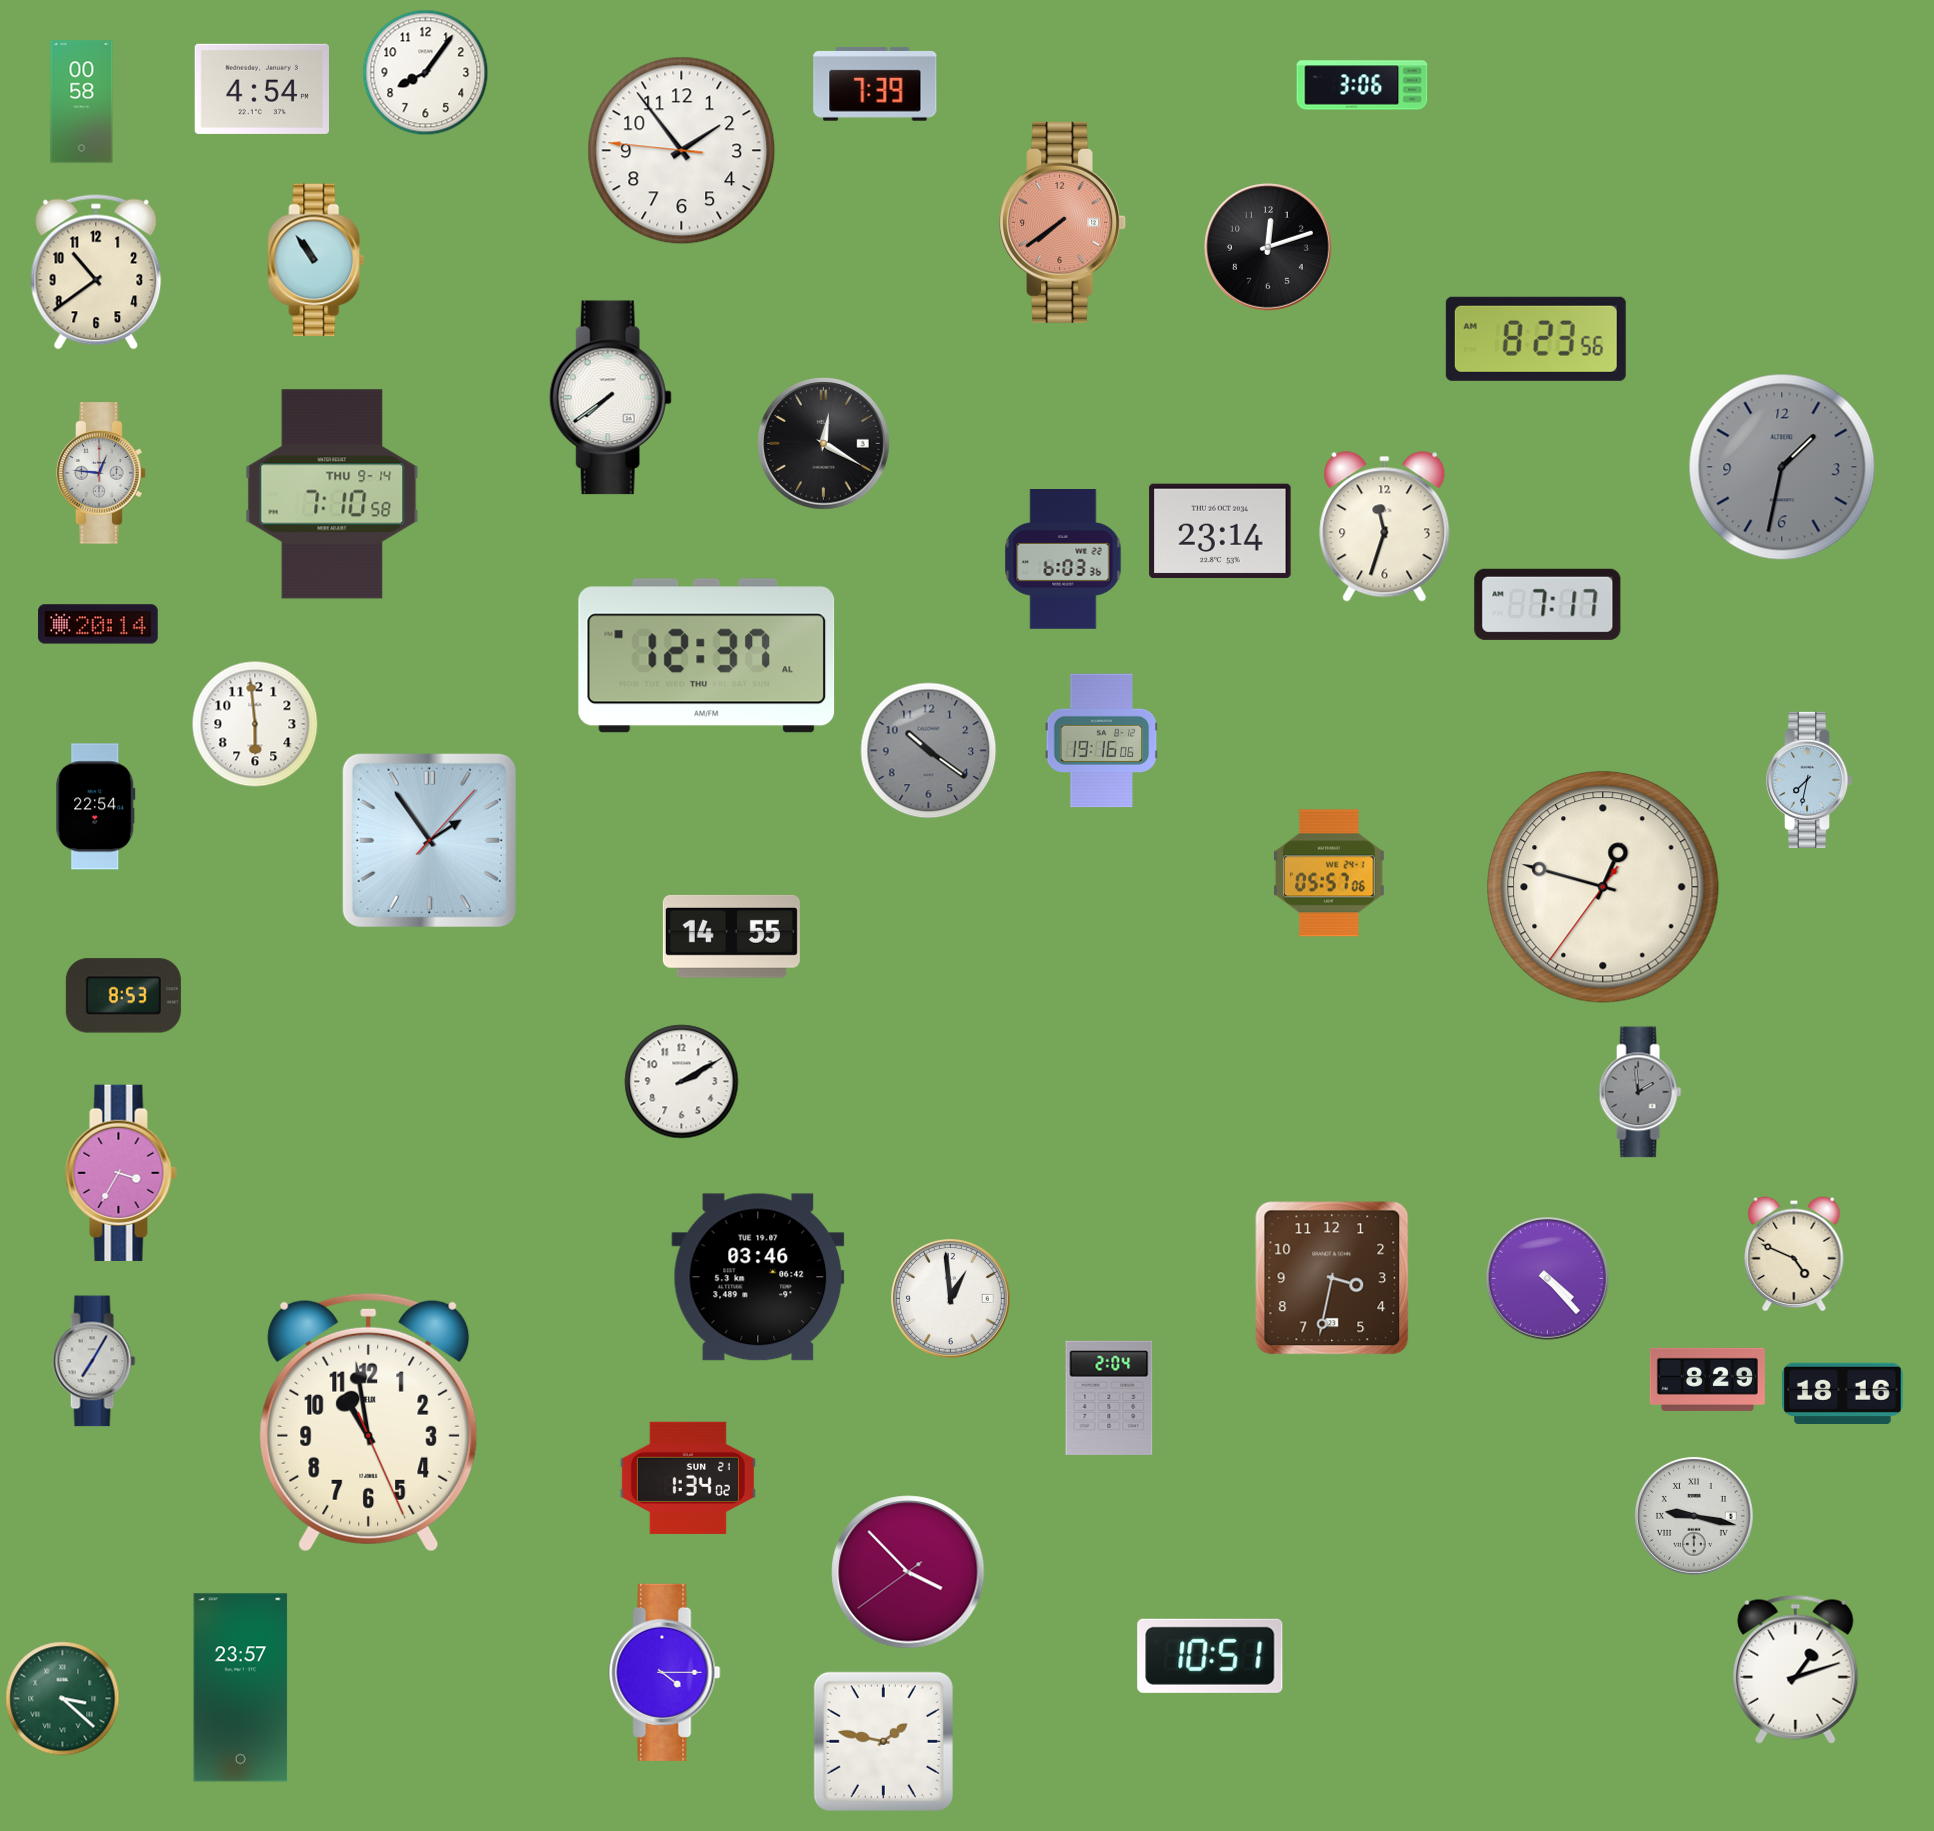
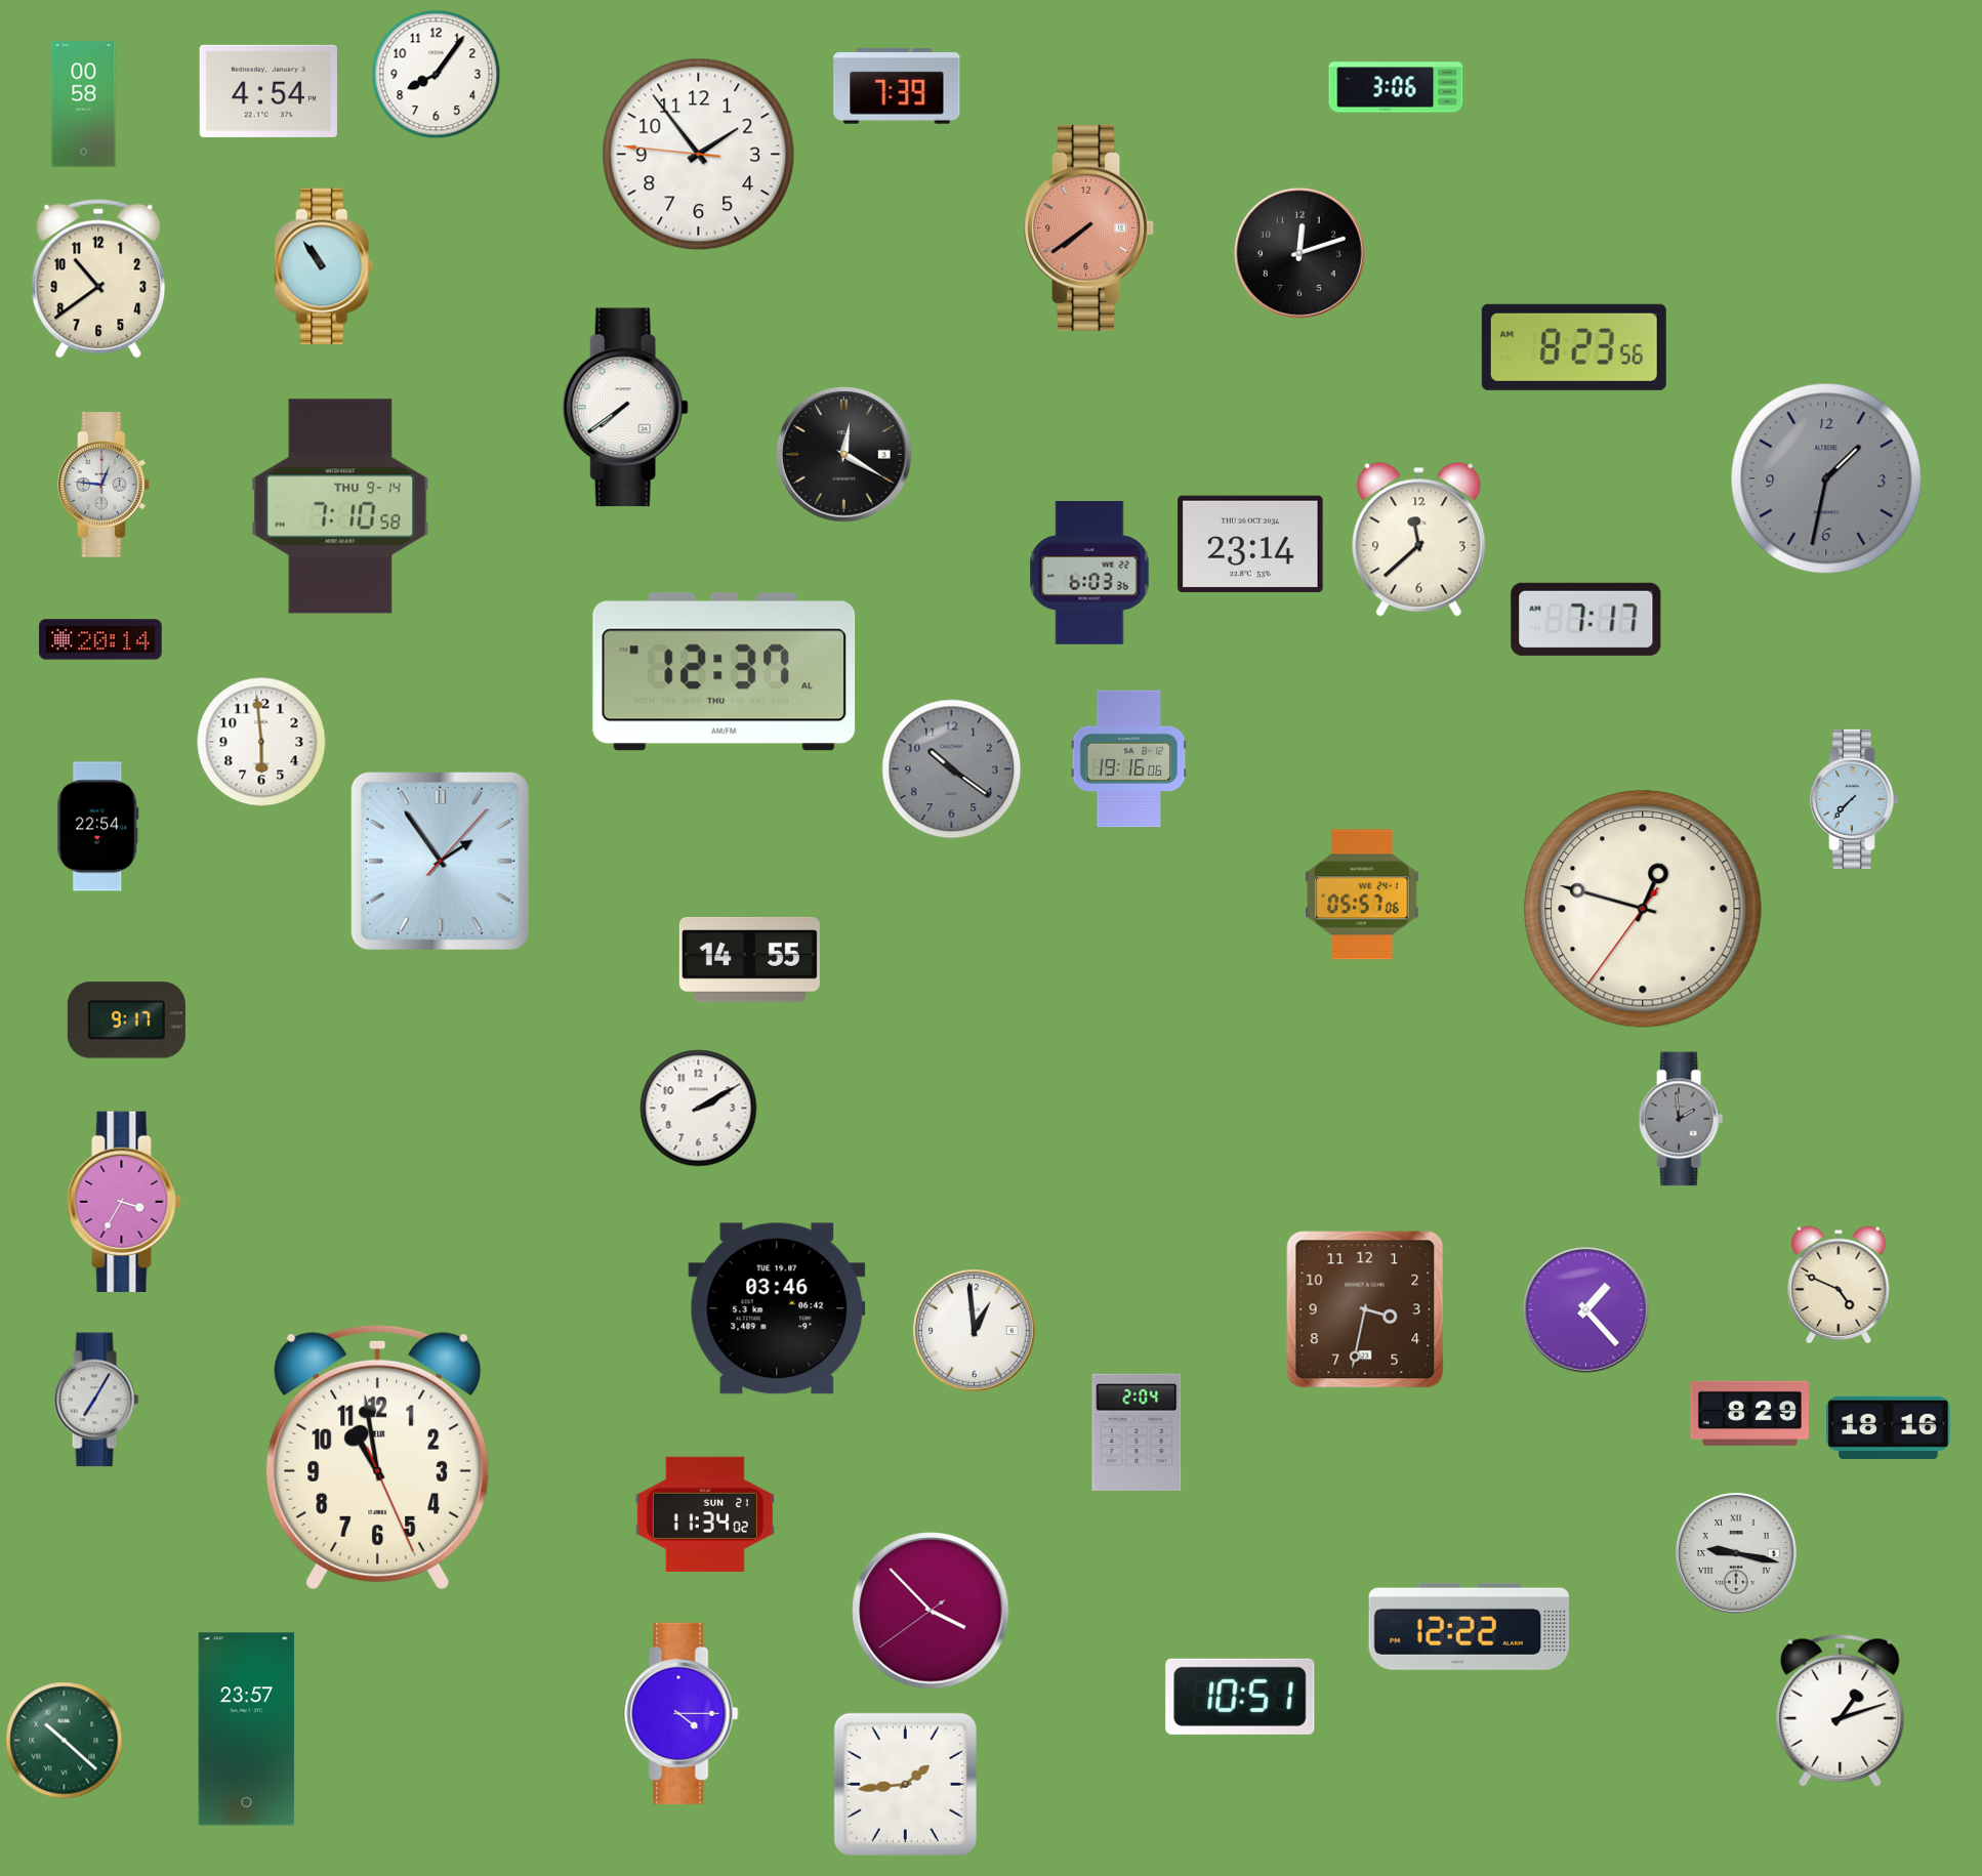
clock at (1385, 527): 11:33 -> 11:38
clock at (1809, 780): 7:32 -> 7:37
clock at (123, 996): 8:53 -> 9:17
clock at (1548, 1279): 4:23 -> 1:23
clock at (94, 1361) position: (94, 1361) -> (96, 1400)
clock at (688, 1478): 1:34 -> 11:34
clock at (1470, 1626): none -> 12:22
clock at (63, 1699): 3:22 -> 10:22
clock at (883, 1741): 1:47 -> 1:44
